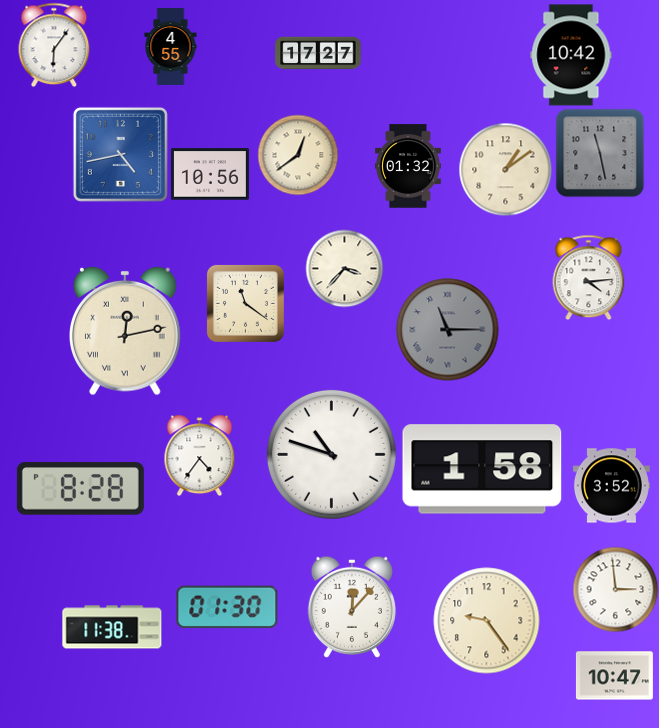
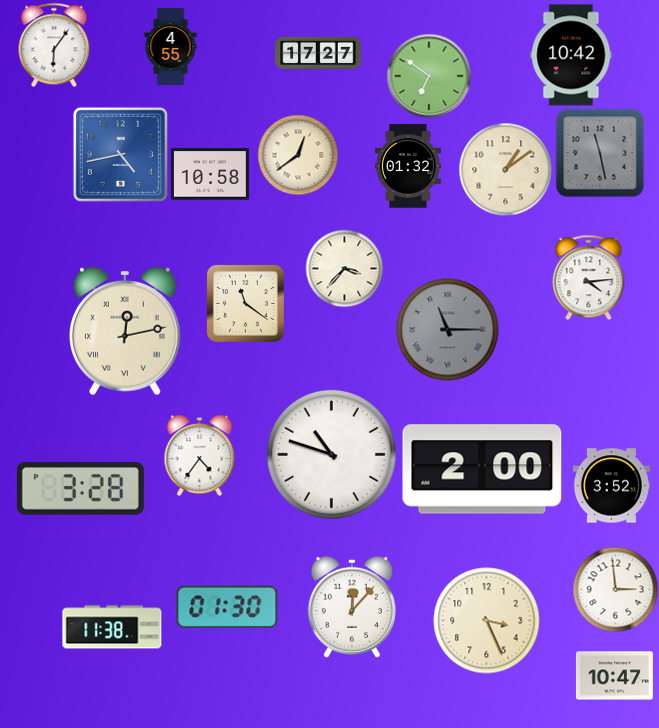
clock at (429, 76): none -> 6:51
clock at (210, 174): 10:56 -> 10:58
clock at (482, 469): 1:58 -> 2:00
clock at (80, 489): 8:28 -> 3:28
clock at (487, 621): 9:24 -> 3:26
